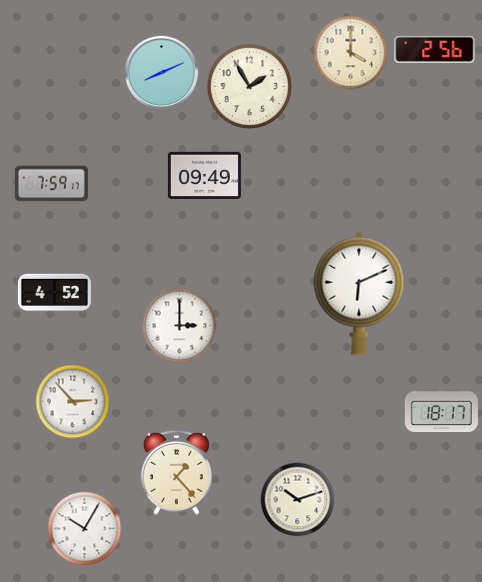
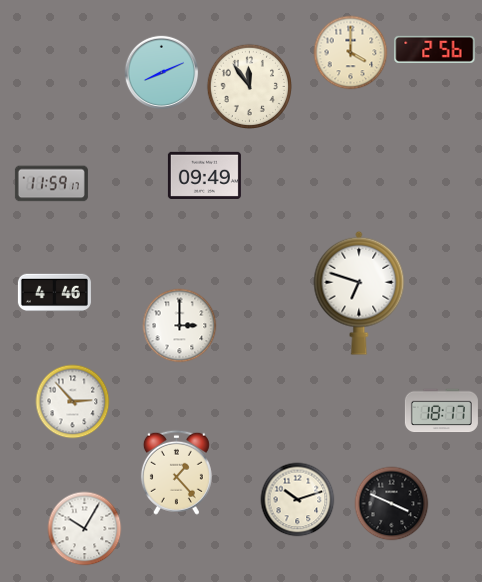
clock at (249, 86): 1:55 -> 11:54
clock at (51, 184): 7:59 -> 11:59
clock at (54, 293): 4:52 -> 4:46
clock at (359, 293): 6:11 -> 6:48
clock at (392, 504): none -> 3:49
